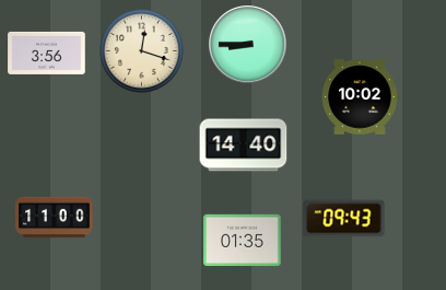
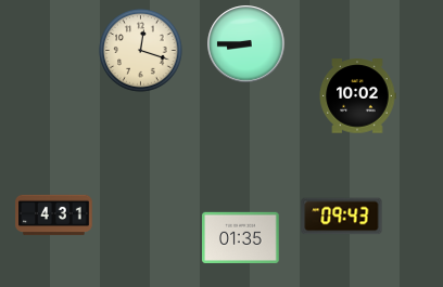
clock at (47, 53): 3:56 -> none
clock at (244, 146): 14:40 -> none
clock at (55, 218): 11:00 -> 4:31
